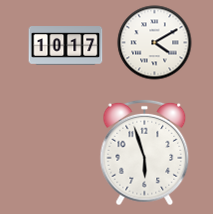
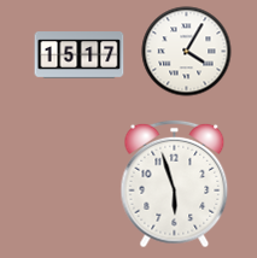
clock at (155, 43): 4:10 -> 4:05
clock at (66, 46): 10:17 -> 15:17
